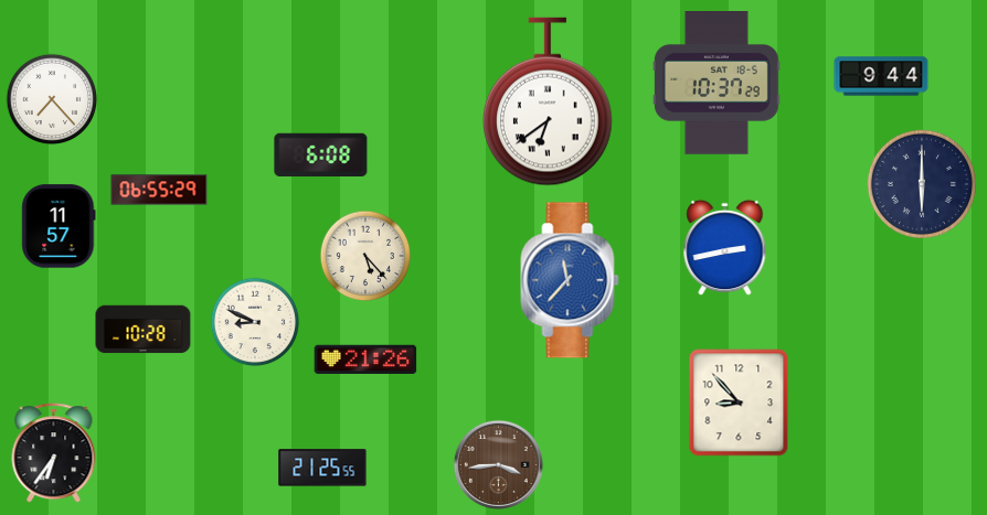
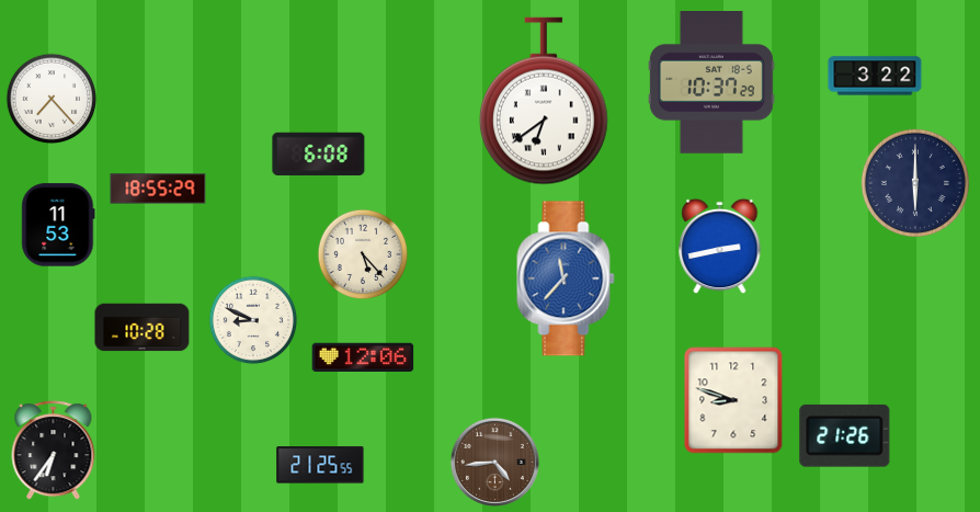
clock at (881, 76): 9:44 -> 3:22
clock at (159, 190): 06:55 -> 18:55
clock at (59, 226): 11:57 -> 11:53
clock at (365, 360): 21:26 -> 12:06
clock at (739, 403): 8:53 -> 8:48
clock at (845, 435): none -> 21:26
clock at (498, 464): 3:44 -> 4:44
